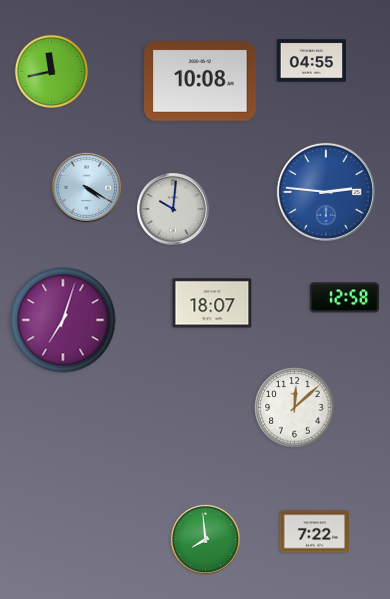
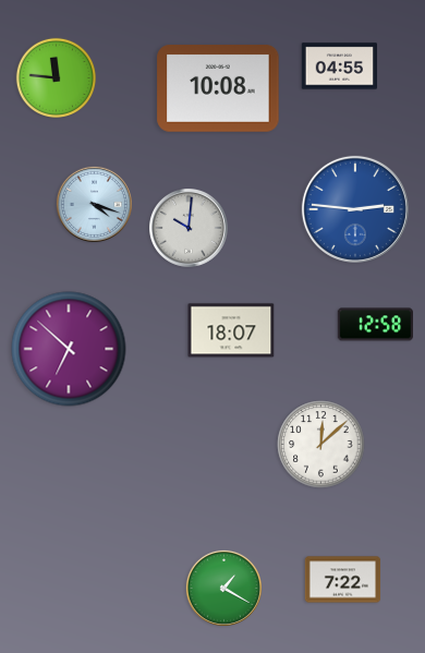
clock at (51, 71): 11:43 -> 11:46
clock at (86, 187): 4:20 -> 4:18
clock at (63, 320): 7:03 -> 6:52
clock at (205, 539): 7:59 -> 1:20
